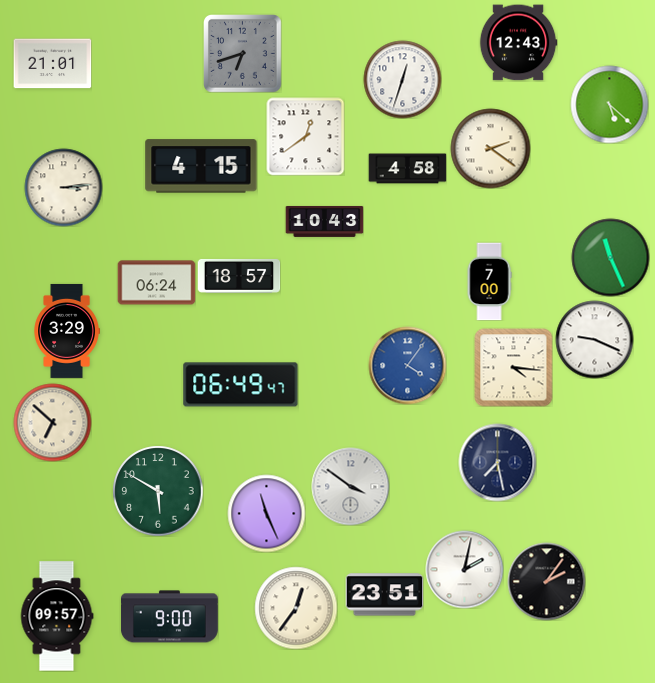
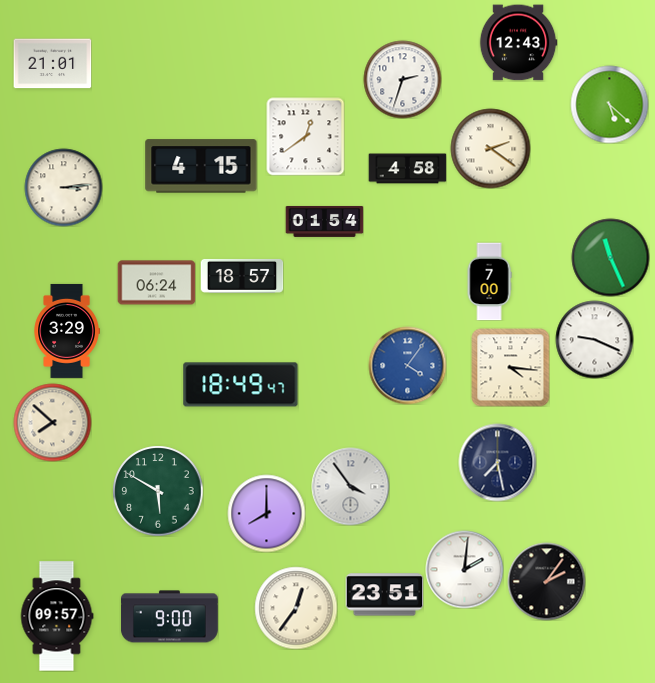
clock at (243, 54): 6:42 -> none
clock at (402, 79): 12:33 -> 2:33
clock at (324, 221): 10:43 -> 01:54
clock at (239, 276) position: (239, 276) -> (242, 276)
clock at (513, 367) position: (513, 367) -> (510, 367)
clock at (241, 385): 06:49 -> 18:49
clock at (52, 422): 6:52 -> 7:52
clock at (350, 486): 3:51 -> 3:54
clock at (266, 513): 11:26 -> 8:00
clock at (464, 569): 2:02 -> 2:01
